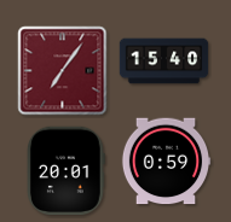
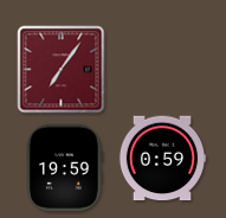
clock at (164, 62): 15:40 -> none
clock at (65, 171): 20:01 -> 19:59
